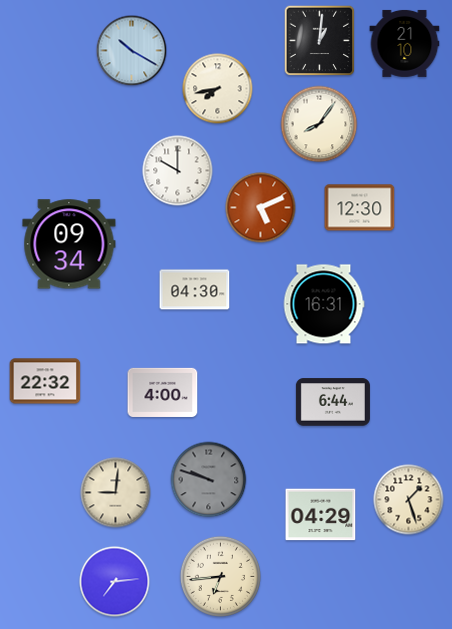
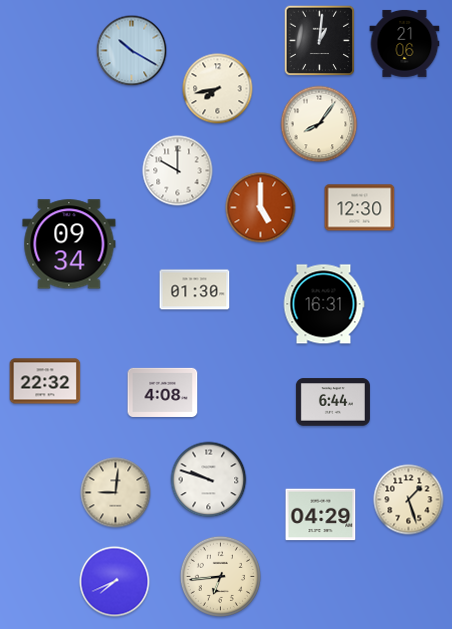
clock at (405, 43): 21:10 -> 21:06
clock at (261, 208): 5:11 -> 5:00
clock at (195, 290): 04:30 -> 01:30
clock at (163, 392): 4:00 -> 4:08
clock at (209, 480) dial: grey -> white
clock at (115, 582): 7:14 -> 7:41
